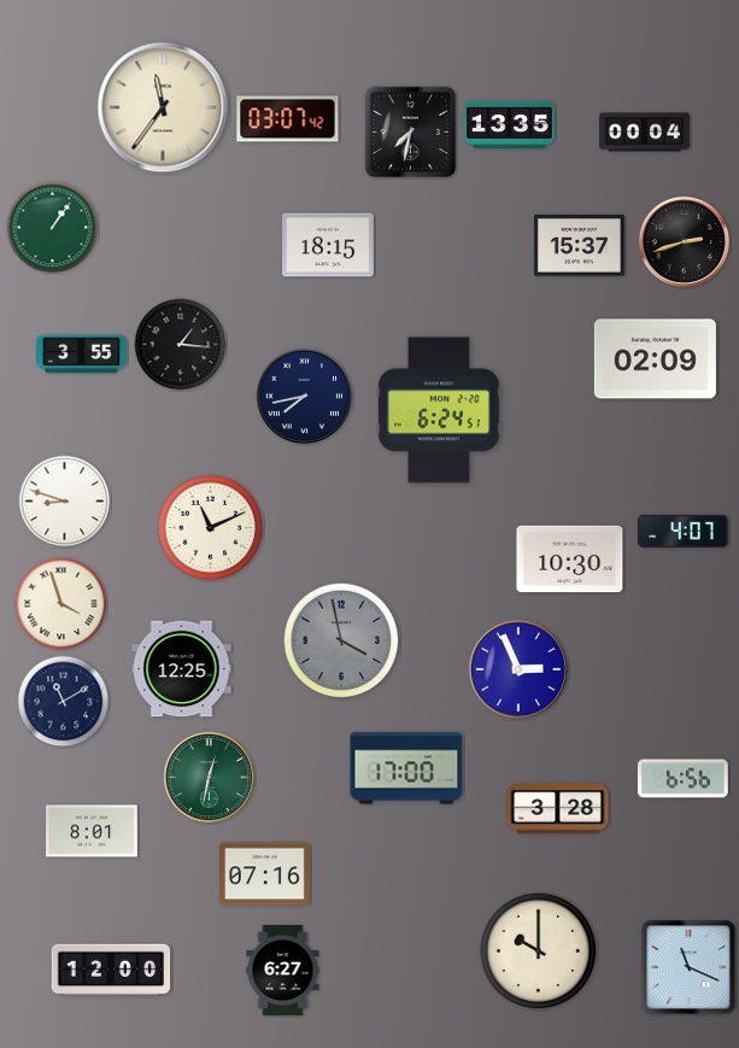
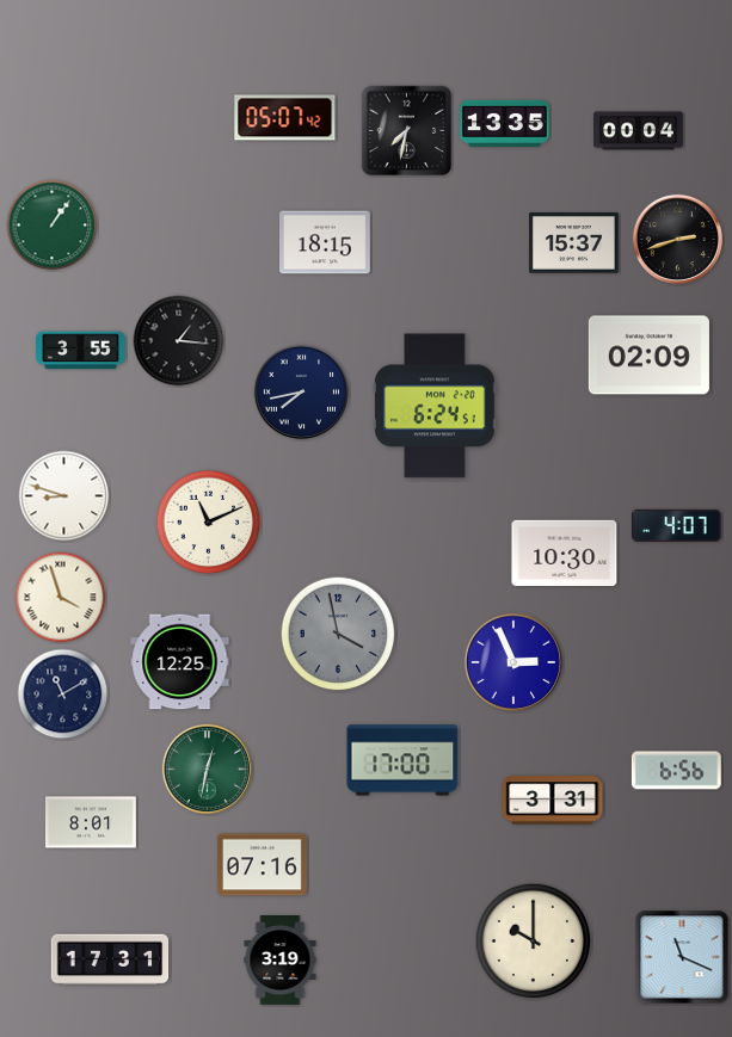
clock at (163, 107): 11:36 -> none
clock at (288, 119): 03:07 -> 05:07
clock at (558, 809): 3:28 -> 3:31
clock at (111, 970): 12:00 -> 17:31
clock at (283, 971): 6:27 -> 3:19
